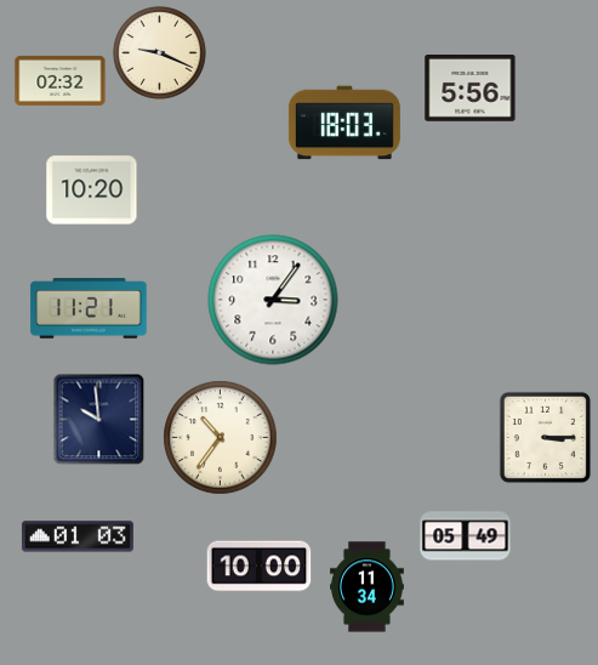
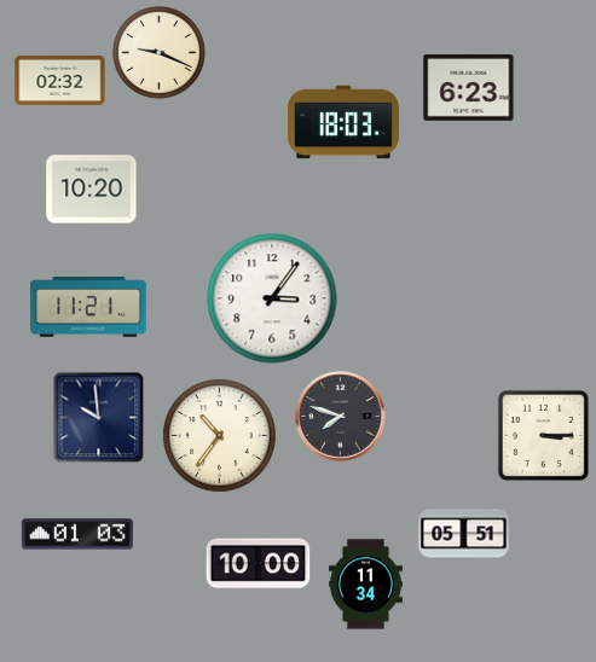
clock at (471, 89): 5:56 -> 6:23
clock at (341, 417): none -> 7:48
clock at (466, 536): 05:49 -> 05:51
